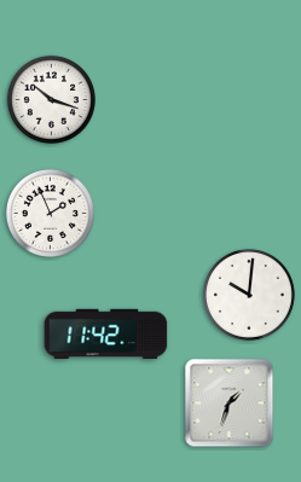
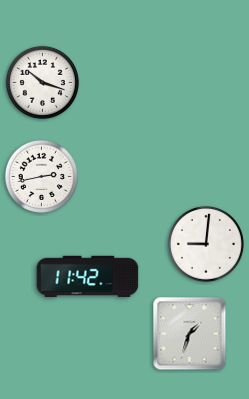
clock at (50, 213): 1:56 -> 2:43
clock at (249, 295): 10:01 -> 9:01
